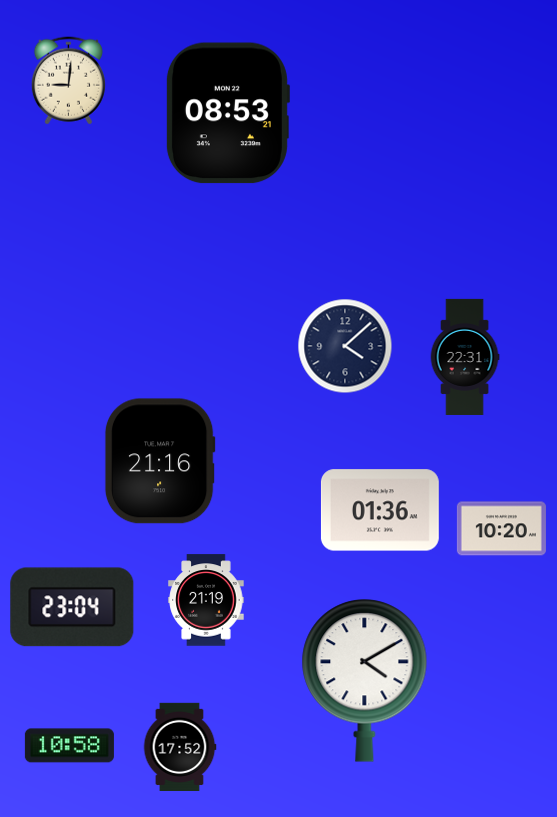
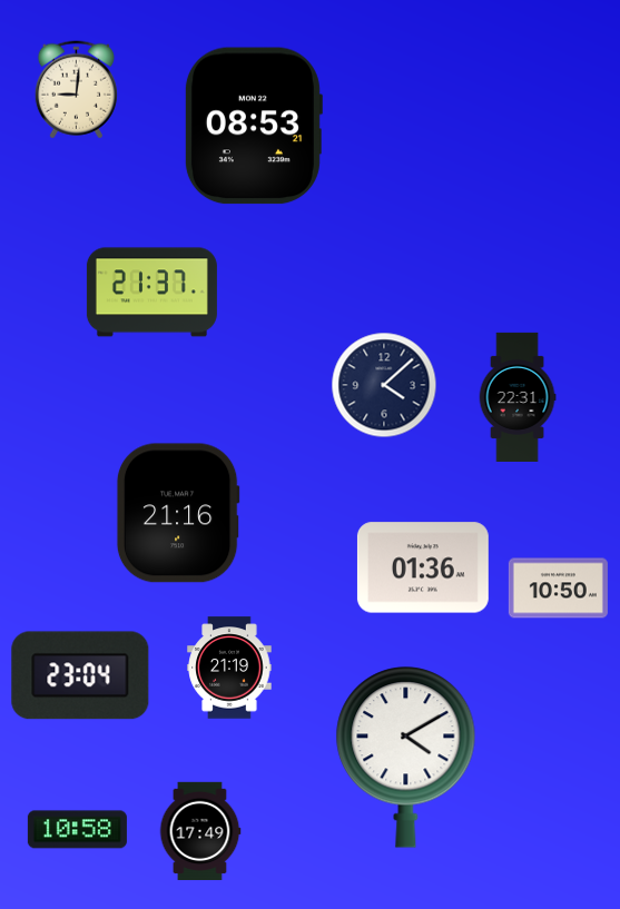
clock at (151, 293): none -> 21:37
clock at (501, 529): 10:20 -> 10:50
clock at (180, 746): 17:52 -> 17:49
